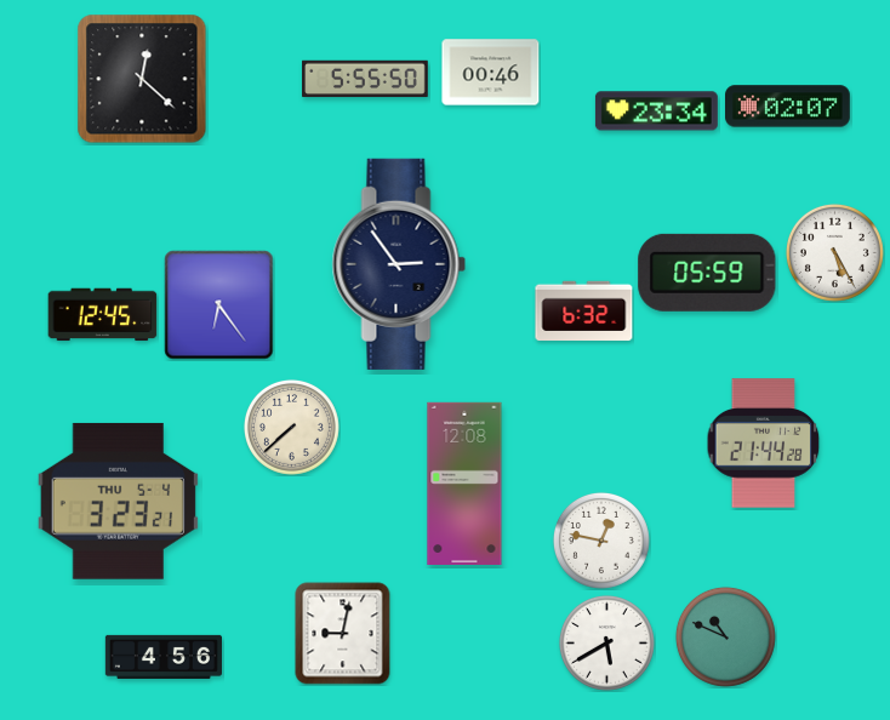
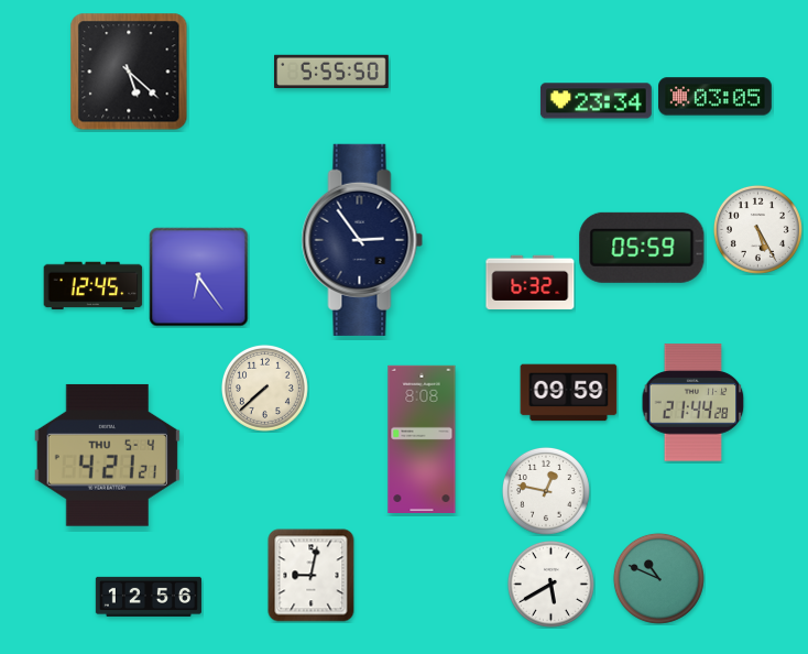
clock at (491, 73): 00:46 -> none
clock at (142, 79): 12:22 -> 5:22
clock at (788, 107): 02:07 -> 03:05
clock at (569, 393): none -> 09:59
clock at (464, 482): 12:08 -> 8:08
clock at (118, 501): 3:23 -> 4:21
clock at (164, 657): 4:56 -> 12:56
